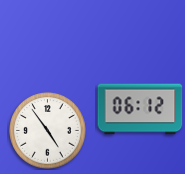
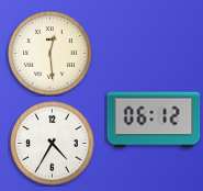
clock at (50, 54): none -> 12:29
clock at (48, 131): 4:54 -> 4:35
